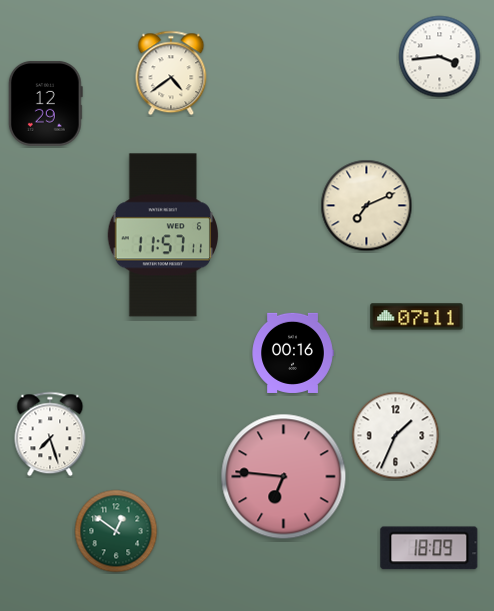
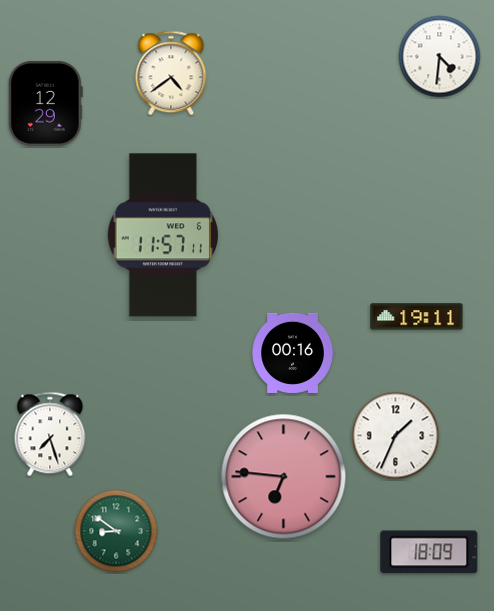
clock at (440, 57): 3:44 -> 4:31
clock at (367, 206): 7:11 -> none
clock at (417, 317): 07:11 -> 19:11
clock at (116, 531): 12:51 -> 8:51
clock at (429, 548) position: (429, 548) -> (429, 552)
